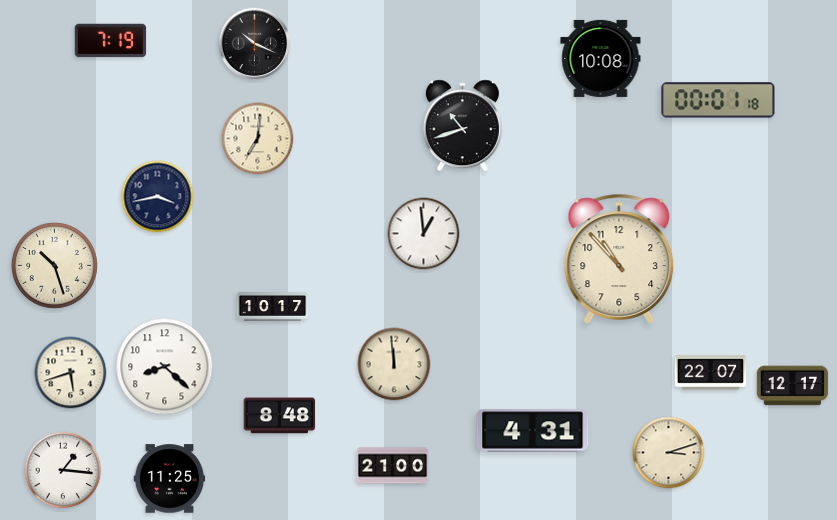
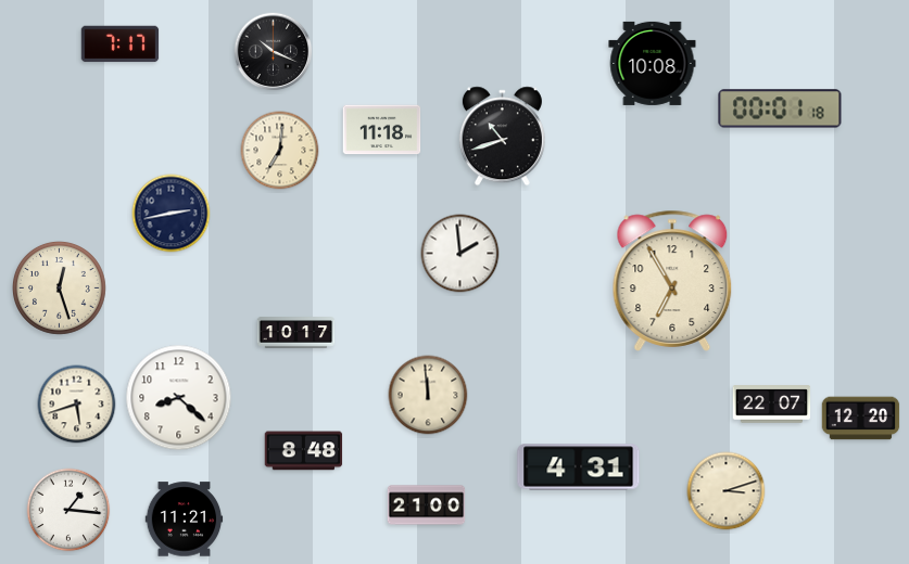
clock at (111, 41): 7:19 -> 7:17
clock at (255, 44) position: (255, 44) -> (274, 52)
clock at (382, 130): none -> 11:18
clock at (158, 197): 3:43 -> 2:43
clock at (424, 234): 12:59 -> 1:59
clock at (619, 259): 10:53 -> 6:55
clock at (54, 265): 10:27 -> 12:27
clock at (793, 386): 12:17 -> 12:20
clock at (170, 479): 11:25 -> 11:21
